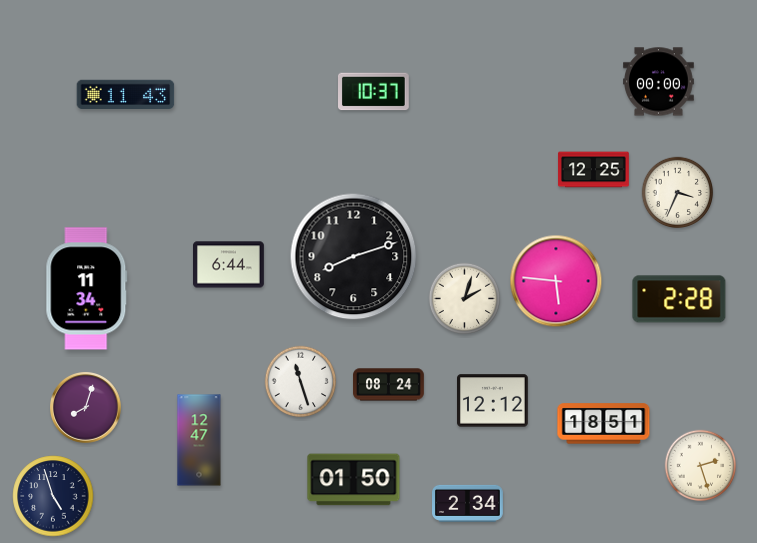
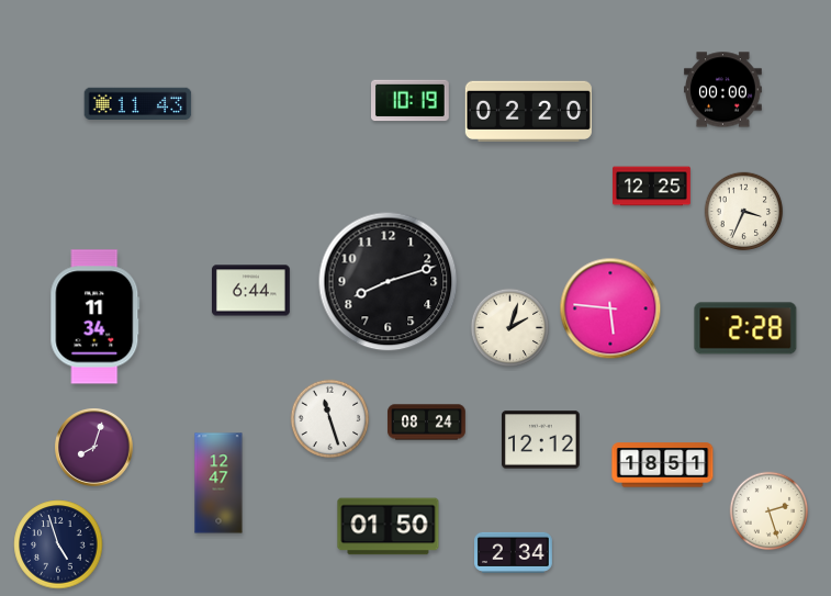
clock at (374, 92): 10:37 -> 10:19
clock at (528, 111): none -> 02:20
